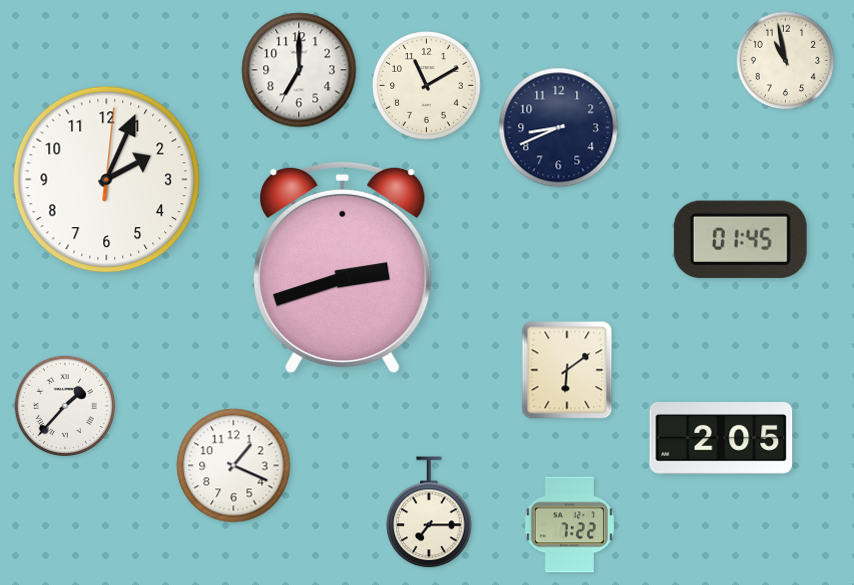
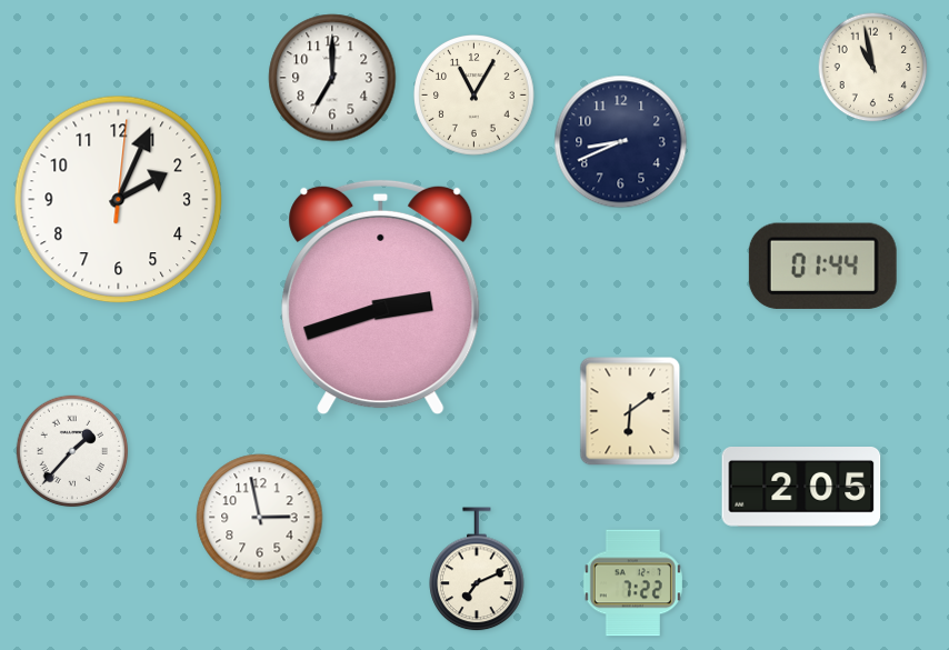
clock at (427, 86): 11:10 -> 11:05
clock at (740, 239): 01:45 -> 01:44
clock at (234, 466): 1:19 -> 2:58
clock at (429, 513): 7:15 -> 7:11
